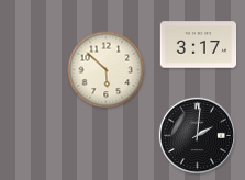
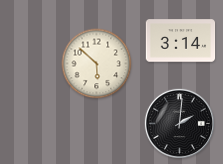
clock at (199, 45): 3:17 -> 3:14
